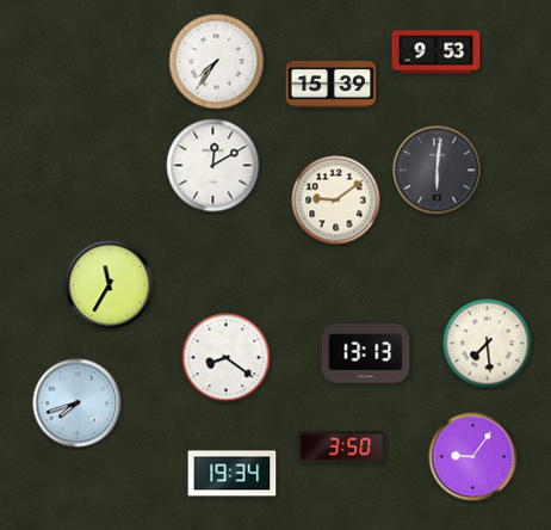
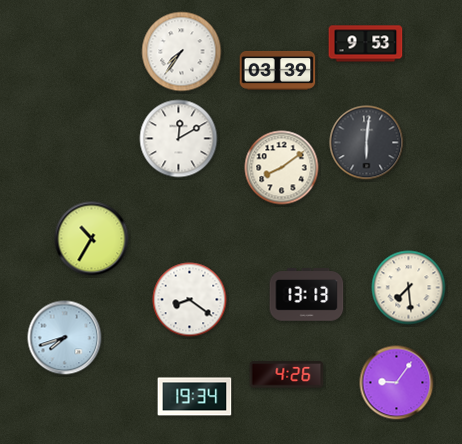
clock at (332, 85): 15:39 -> 03:39
clock at (336, 201): 9:09 -> 8:09
clock at (110, 285): 11:35 -> 10:35
clock at (342, 448): 3:50 -> 4:26
